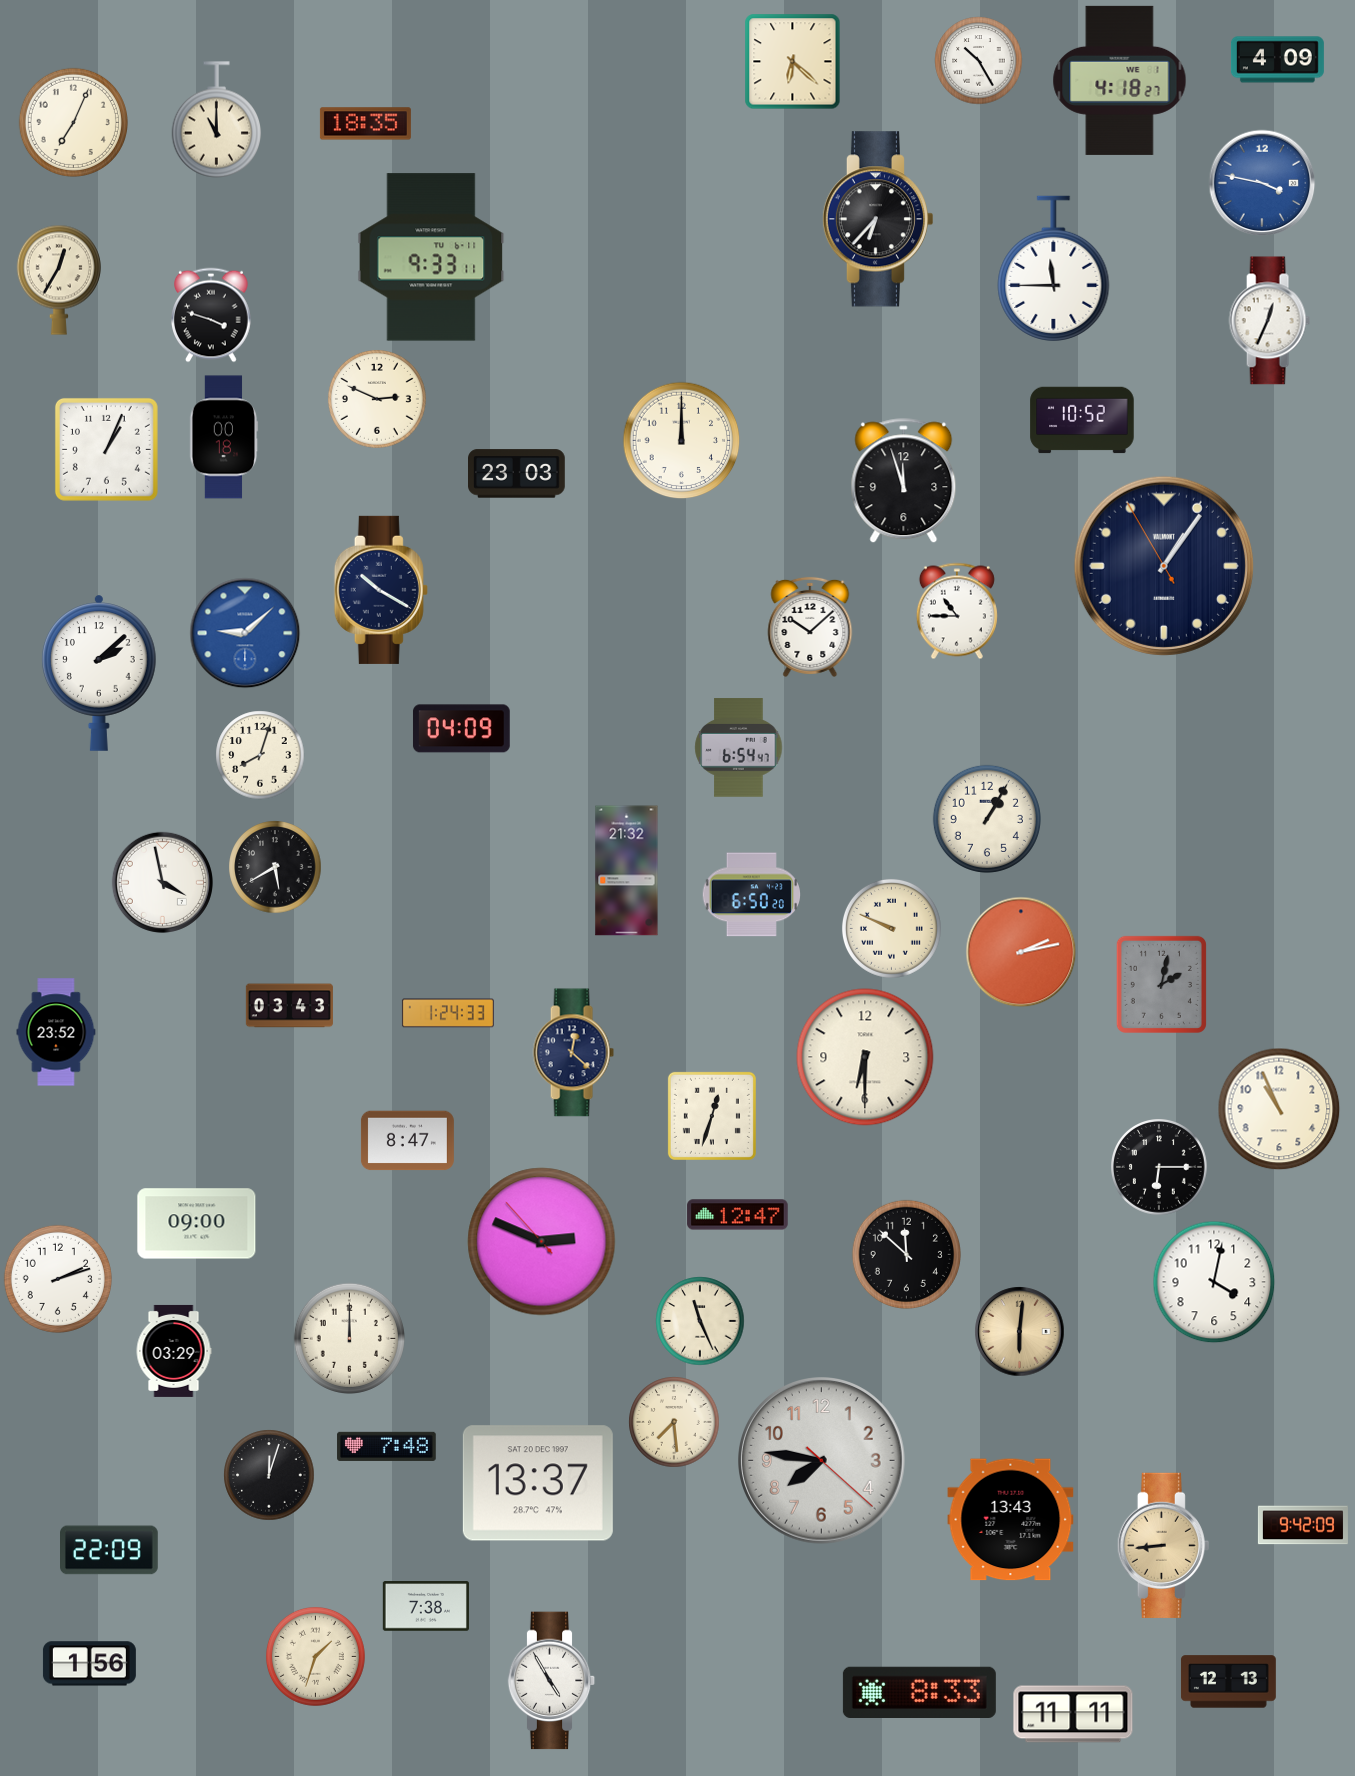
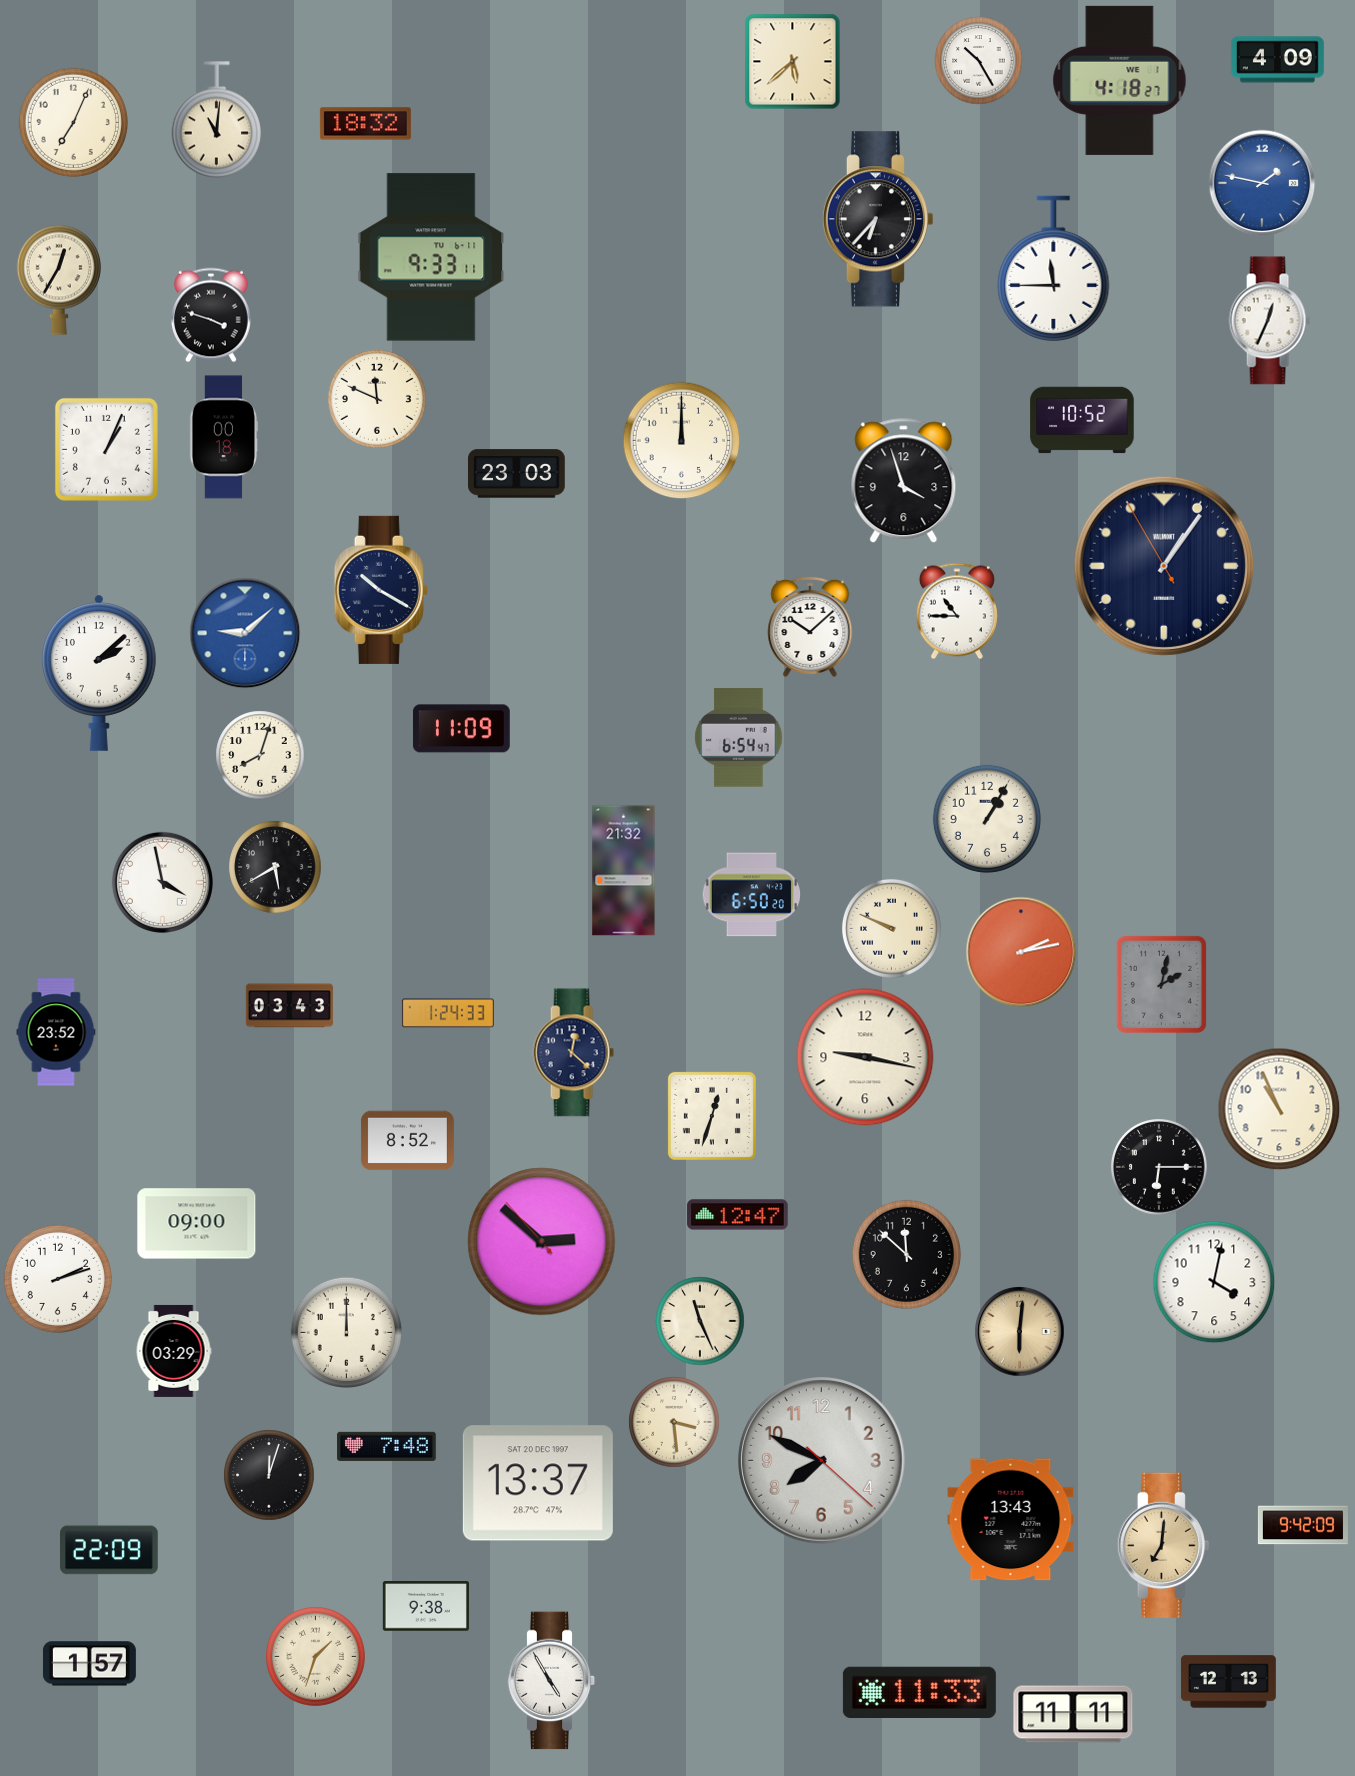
clock at (792, 61): 6:22 -> 5:38
clock at (217, 120): 11:00 -> 11:01
clock at (365, 124): 18:35 -> 18:32
clock at (1262, 183): 3:47 -> 1:47
clock at (377, 399): 2:49 -> 11:49
clock at (904, 481): 11:57 -> 3:57
clock at (461, 729): 04:09 -> 11:09
clock at (739, 748) position: (739, 748) -> (739, 738)
clock at (627, 871) position: (627, 871) -> (624, 871)
clock at (865, 1057): 6:30 -> 9:17
clock at (407, 1141): 8:47 -> 8:52
clock at (542, 1242): 2:48 -> 2:51
clock at (349, 1338) position: (349, 1338) -> (346, 1332)
clock at (674, 1422): 7:29 -> 3:29
clock at (822, 1461): 7:46 -> 7:49
clock at (1163, 1545): 8:44 -> 7:01
clock at (426, 1606): 7:38 -> 9:38
clock at (89, 1664): 1:56 -> 1:57
clock at (919, 1692): 8:33 -> 11:33
